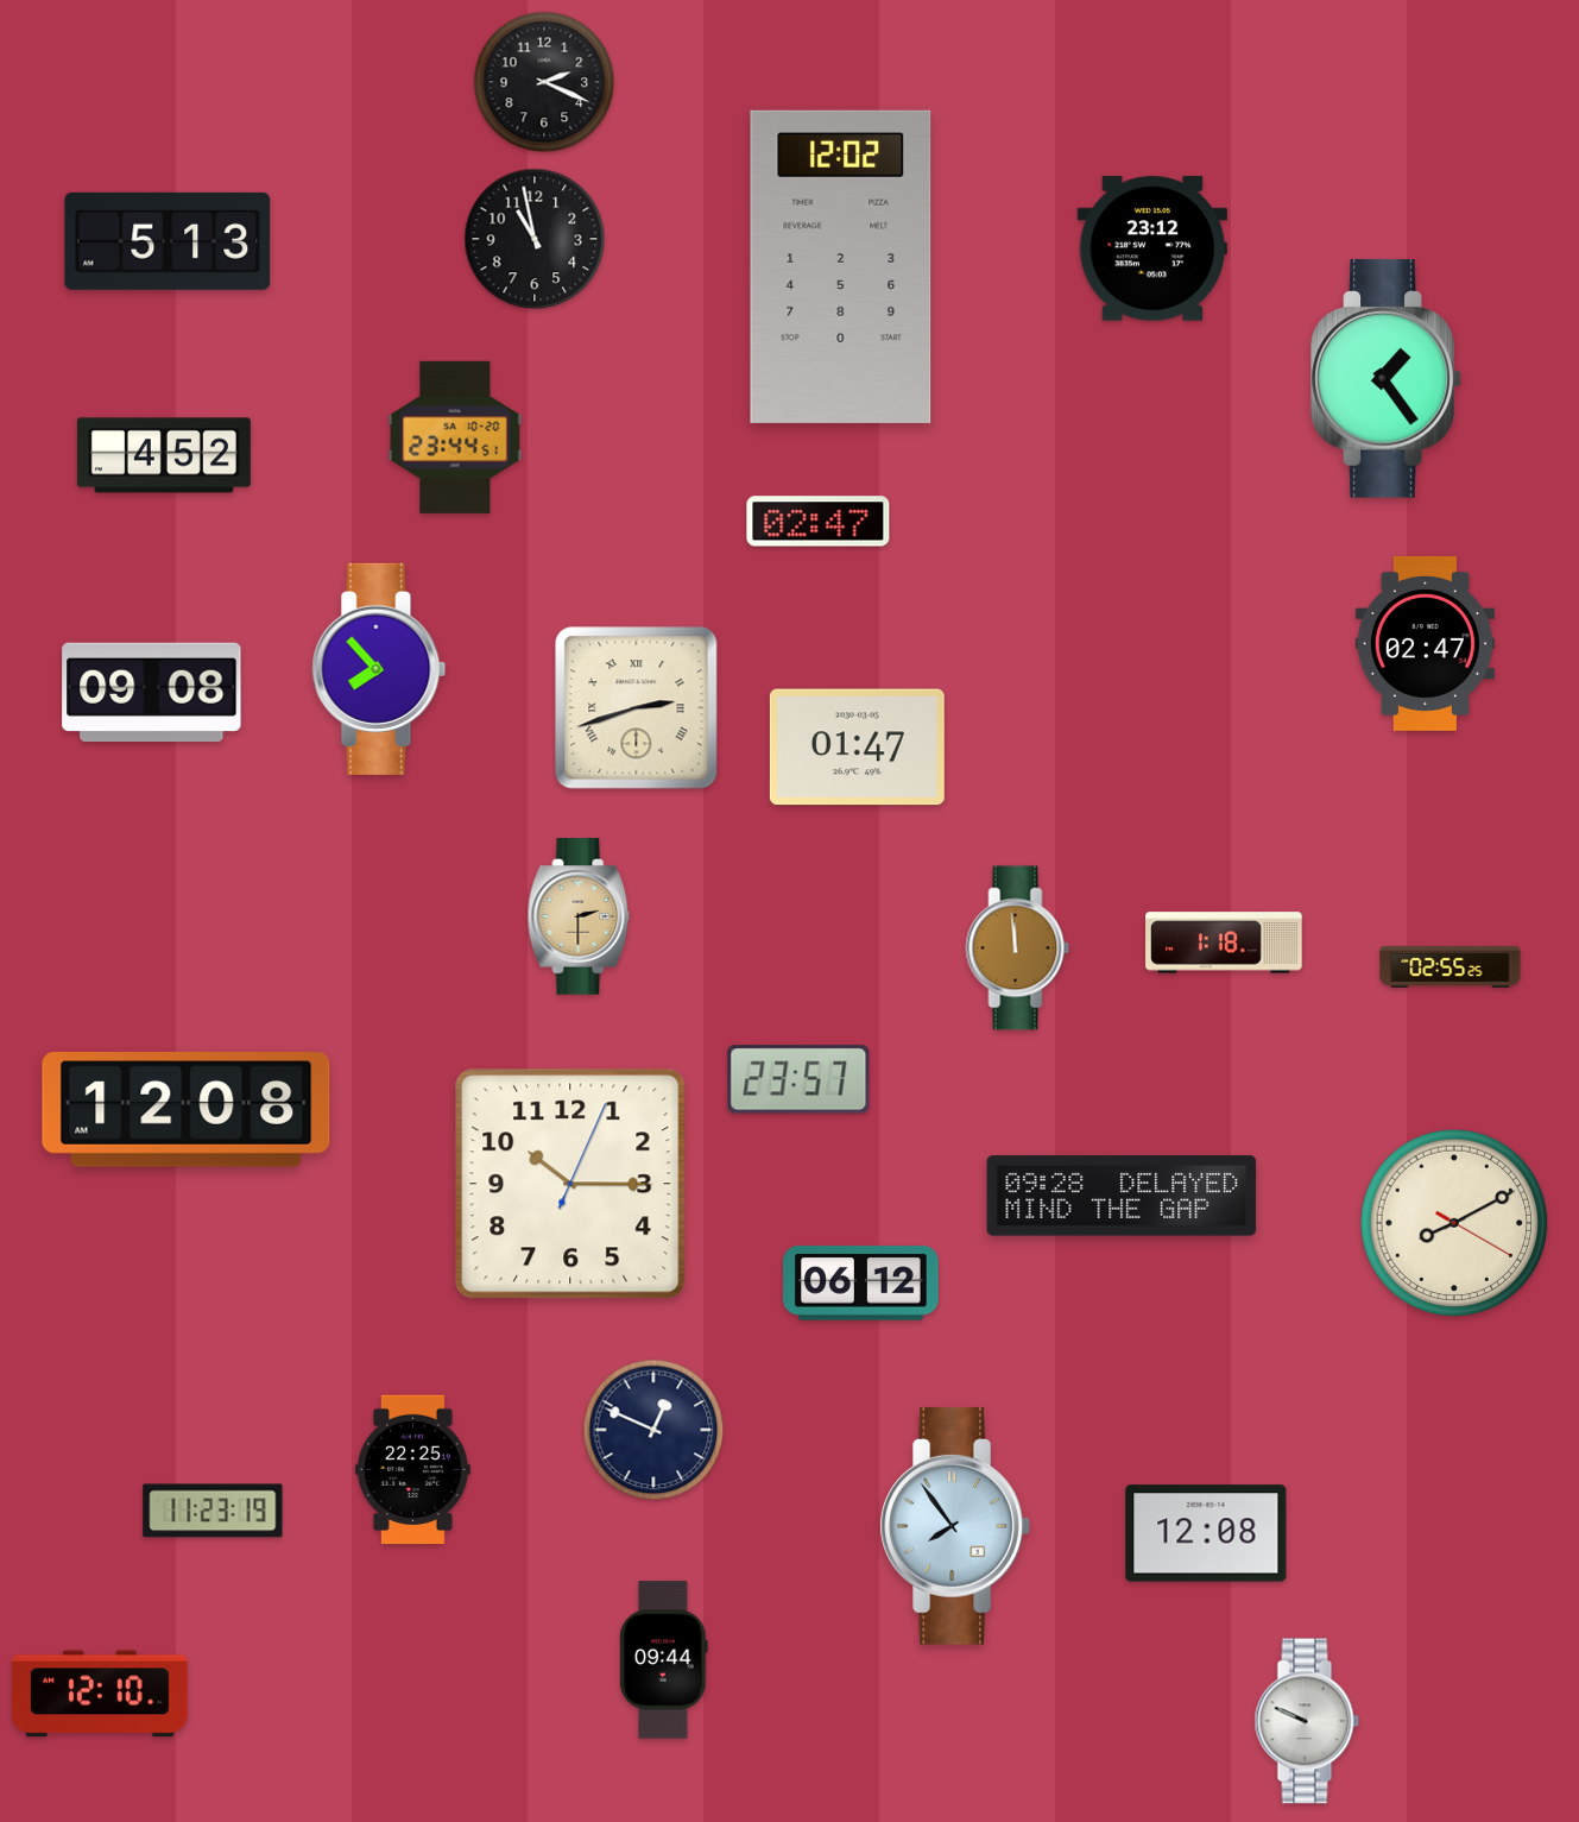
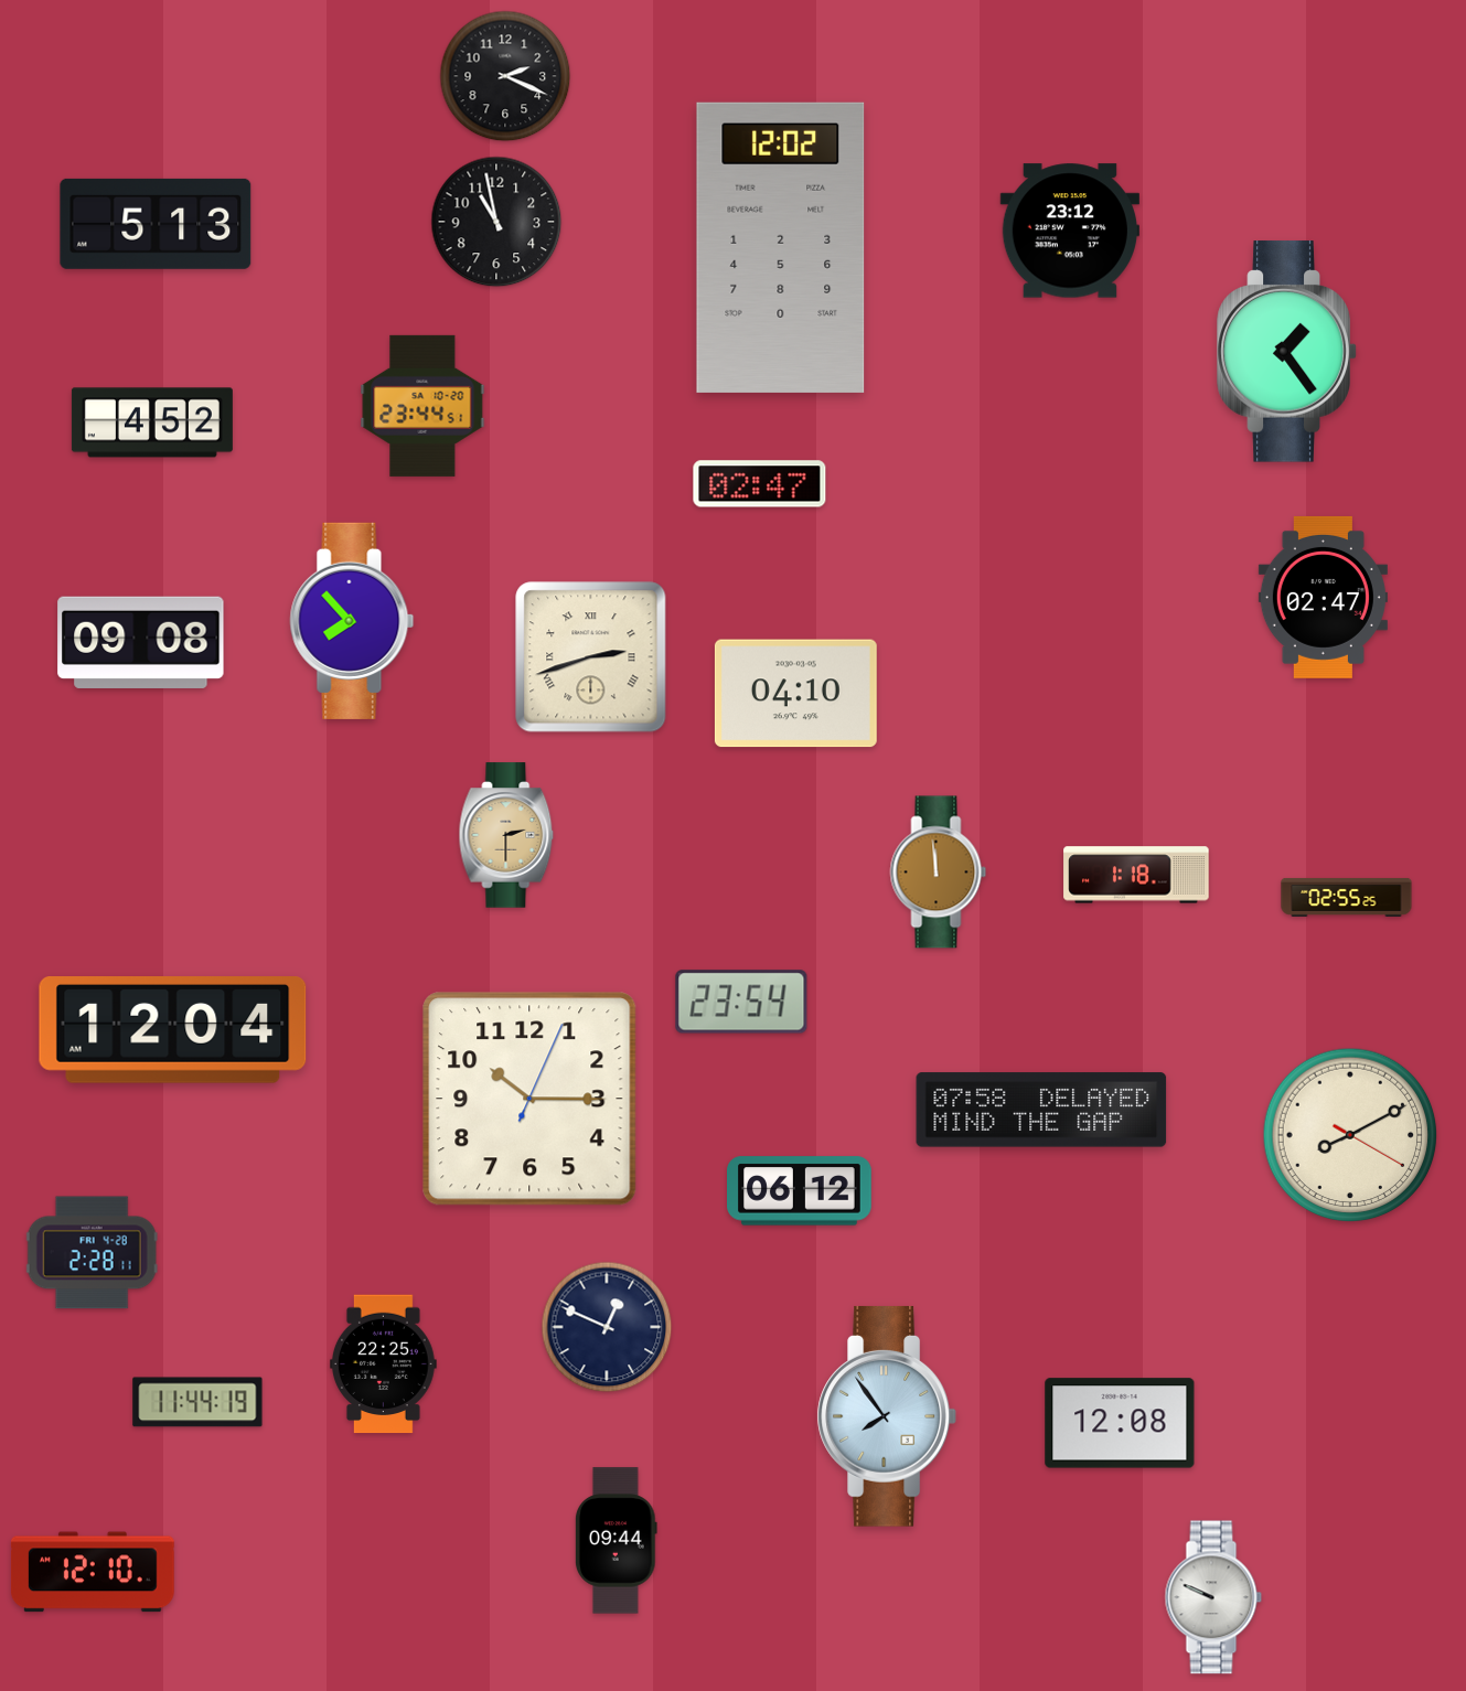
clock at (857, 748): 01:47 -> 04:10
clock at (579, 916) position: (579, 916) -> (506, 835)
clock at (1018, 948) position: (1018, 948) -> (939, 873)
clock at (798, 1079): 23:57 -> 23:54
clock at (187, 1110): 12:08 -> 12:04
clock at (1122, 1196): 09:28 -> 07:58
clock at (92, 1253): none -> 2:28
clock at (213, 1511): 11:23 -> 11:44
